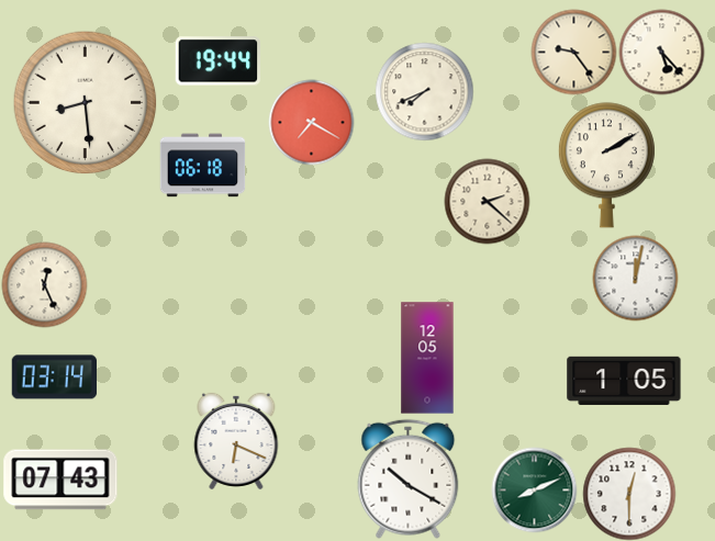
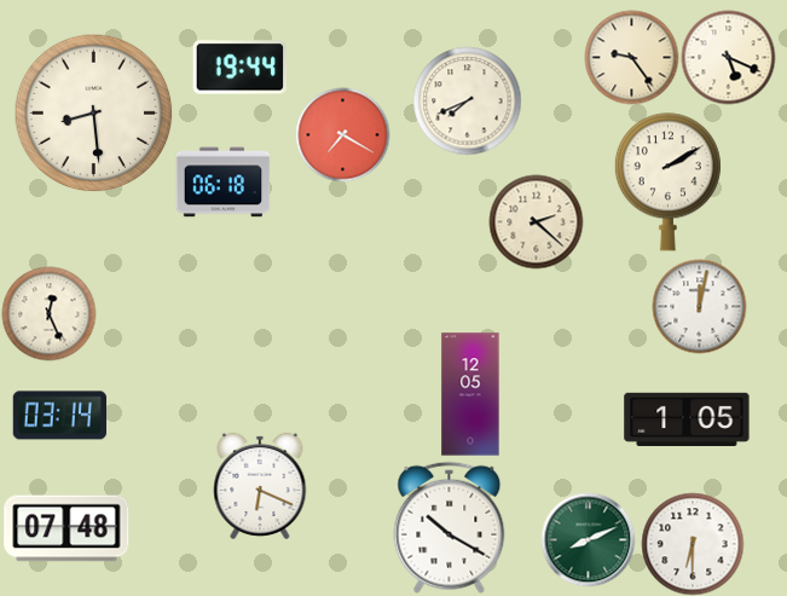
clock at (661, 52): 5:23 -> 5:19
clock at (60, 480): 07:43 -> 07:48
clock at (629, 494): 12:30 -> 6:30
